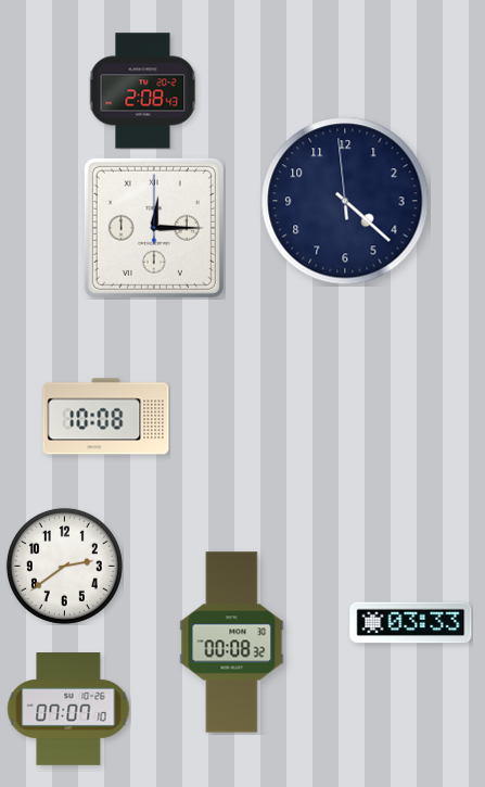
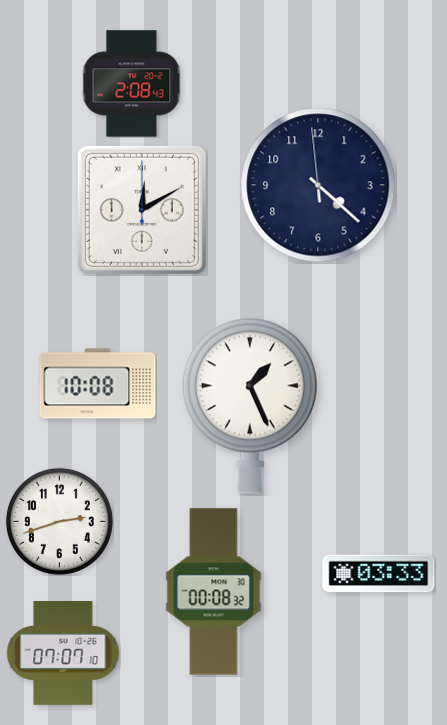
clock at (154, 228): 12:15 -> 12:10
clock at (250, 406): none -> 1:26
clock at (64, 566): 2:39 -> 2:42
